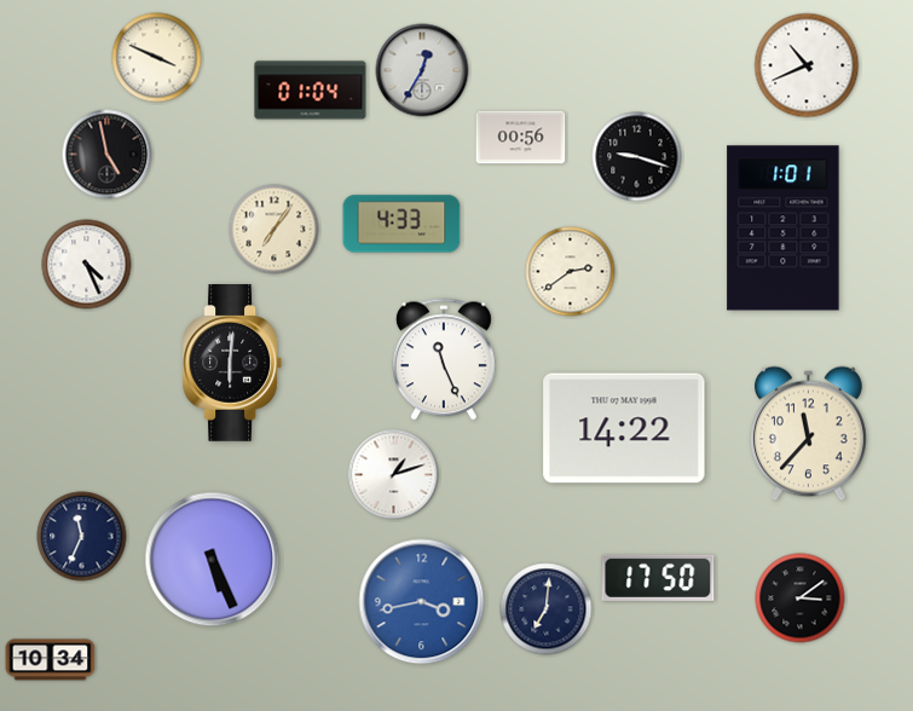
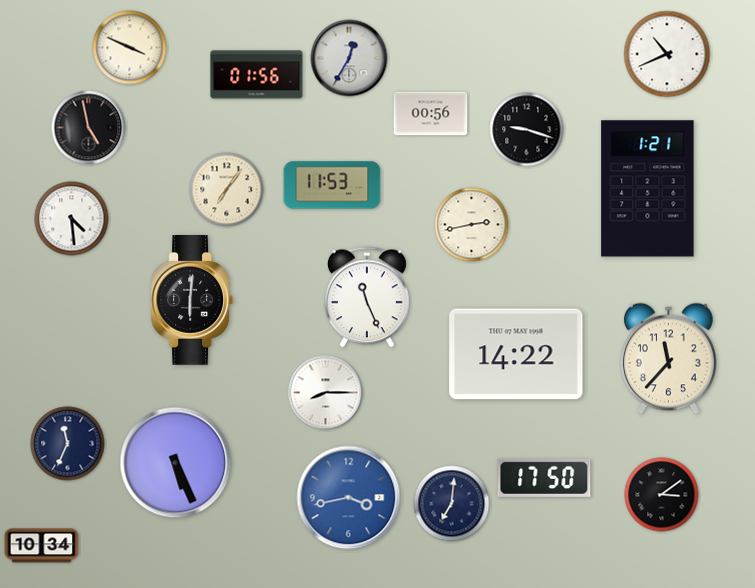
clock at (311, 91): 01:04 -> 01:56
clock at (401, 224): 4:33 -> 11:53
clock at (784, 229): 1:01 -> 1:21
clock at (87, 265): 4:26 -> 4:29
clock at (571, 272): 2:39 -> 2:43
clock at (394, 475): 1:12 -> 8:15
